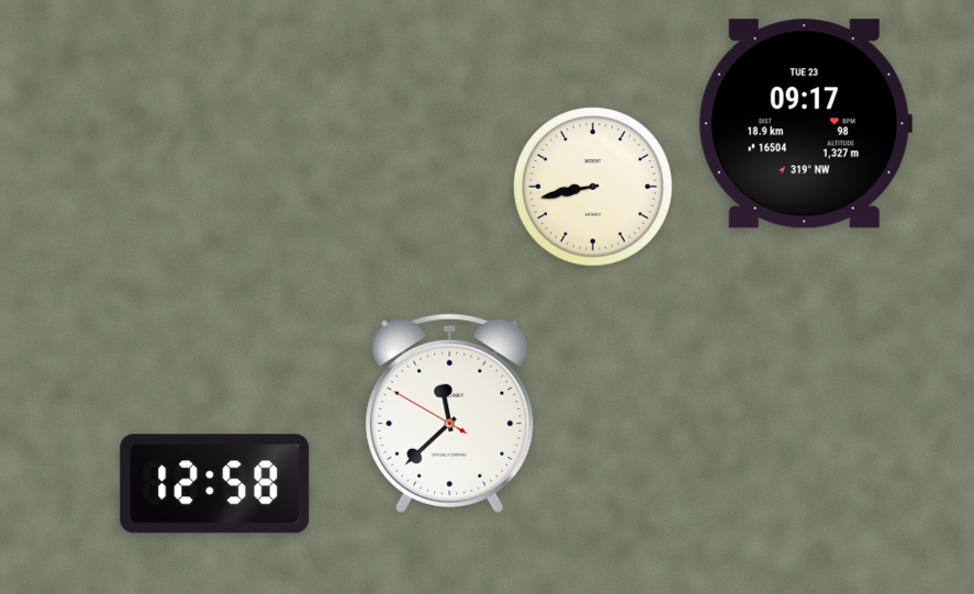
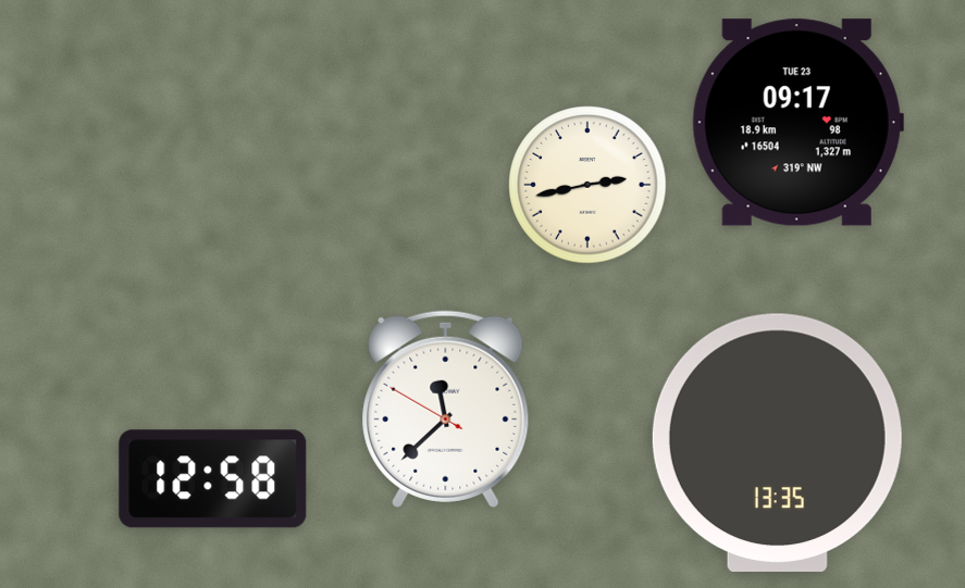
clock at (593, 187): 8:43 -> 2:43
clock at (777, 442): none -> 13:35
